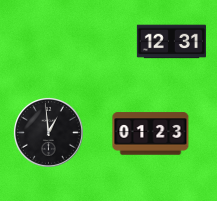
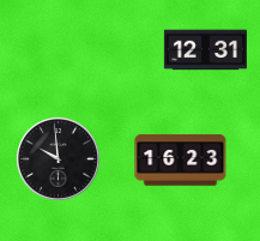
clock at (48, 132): 12:59 -> 9:59
clock at (151, 134): 01:23 -> 16:23
